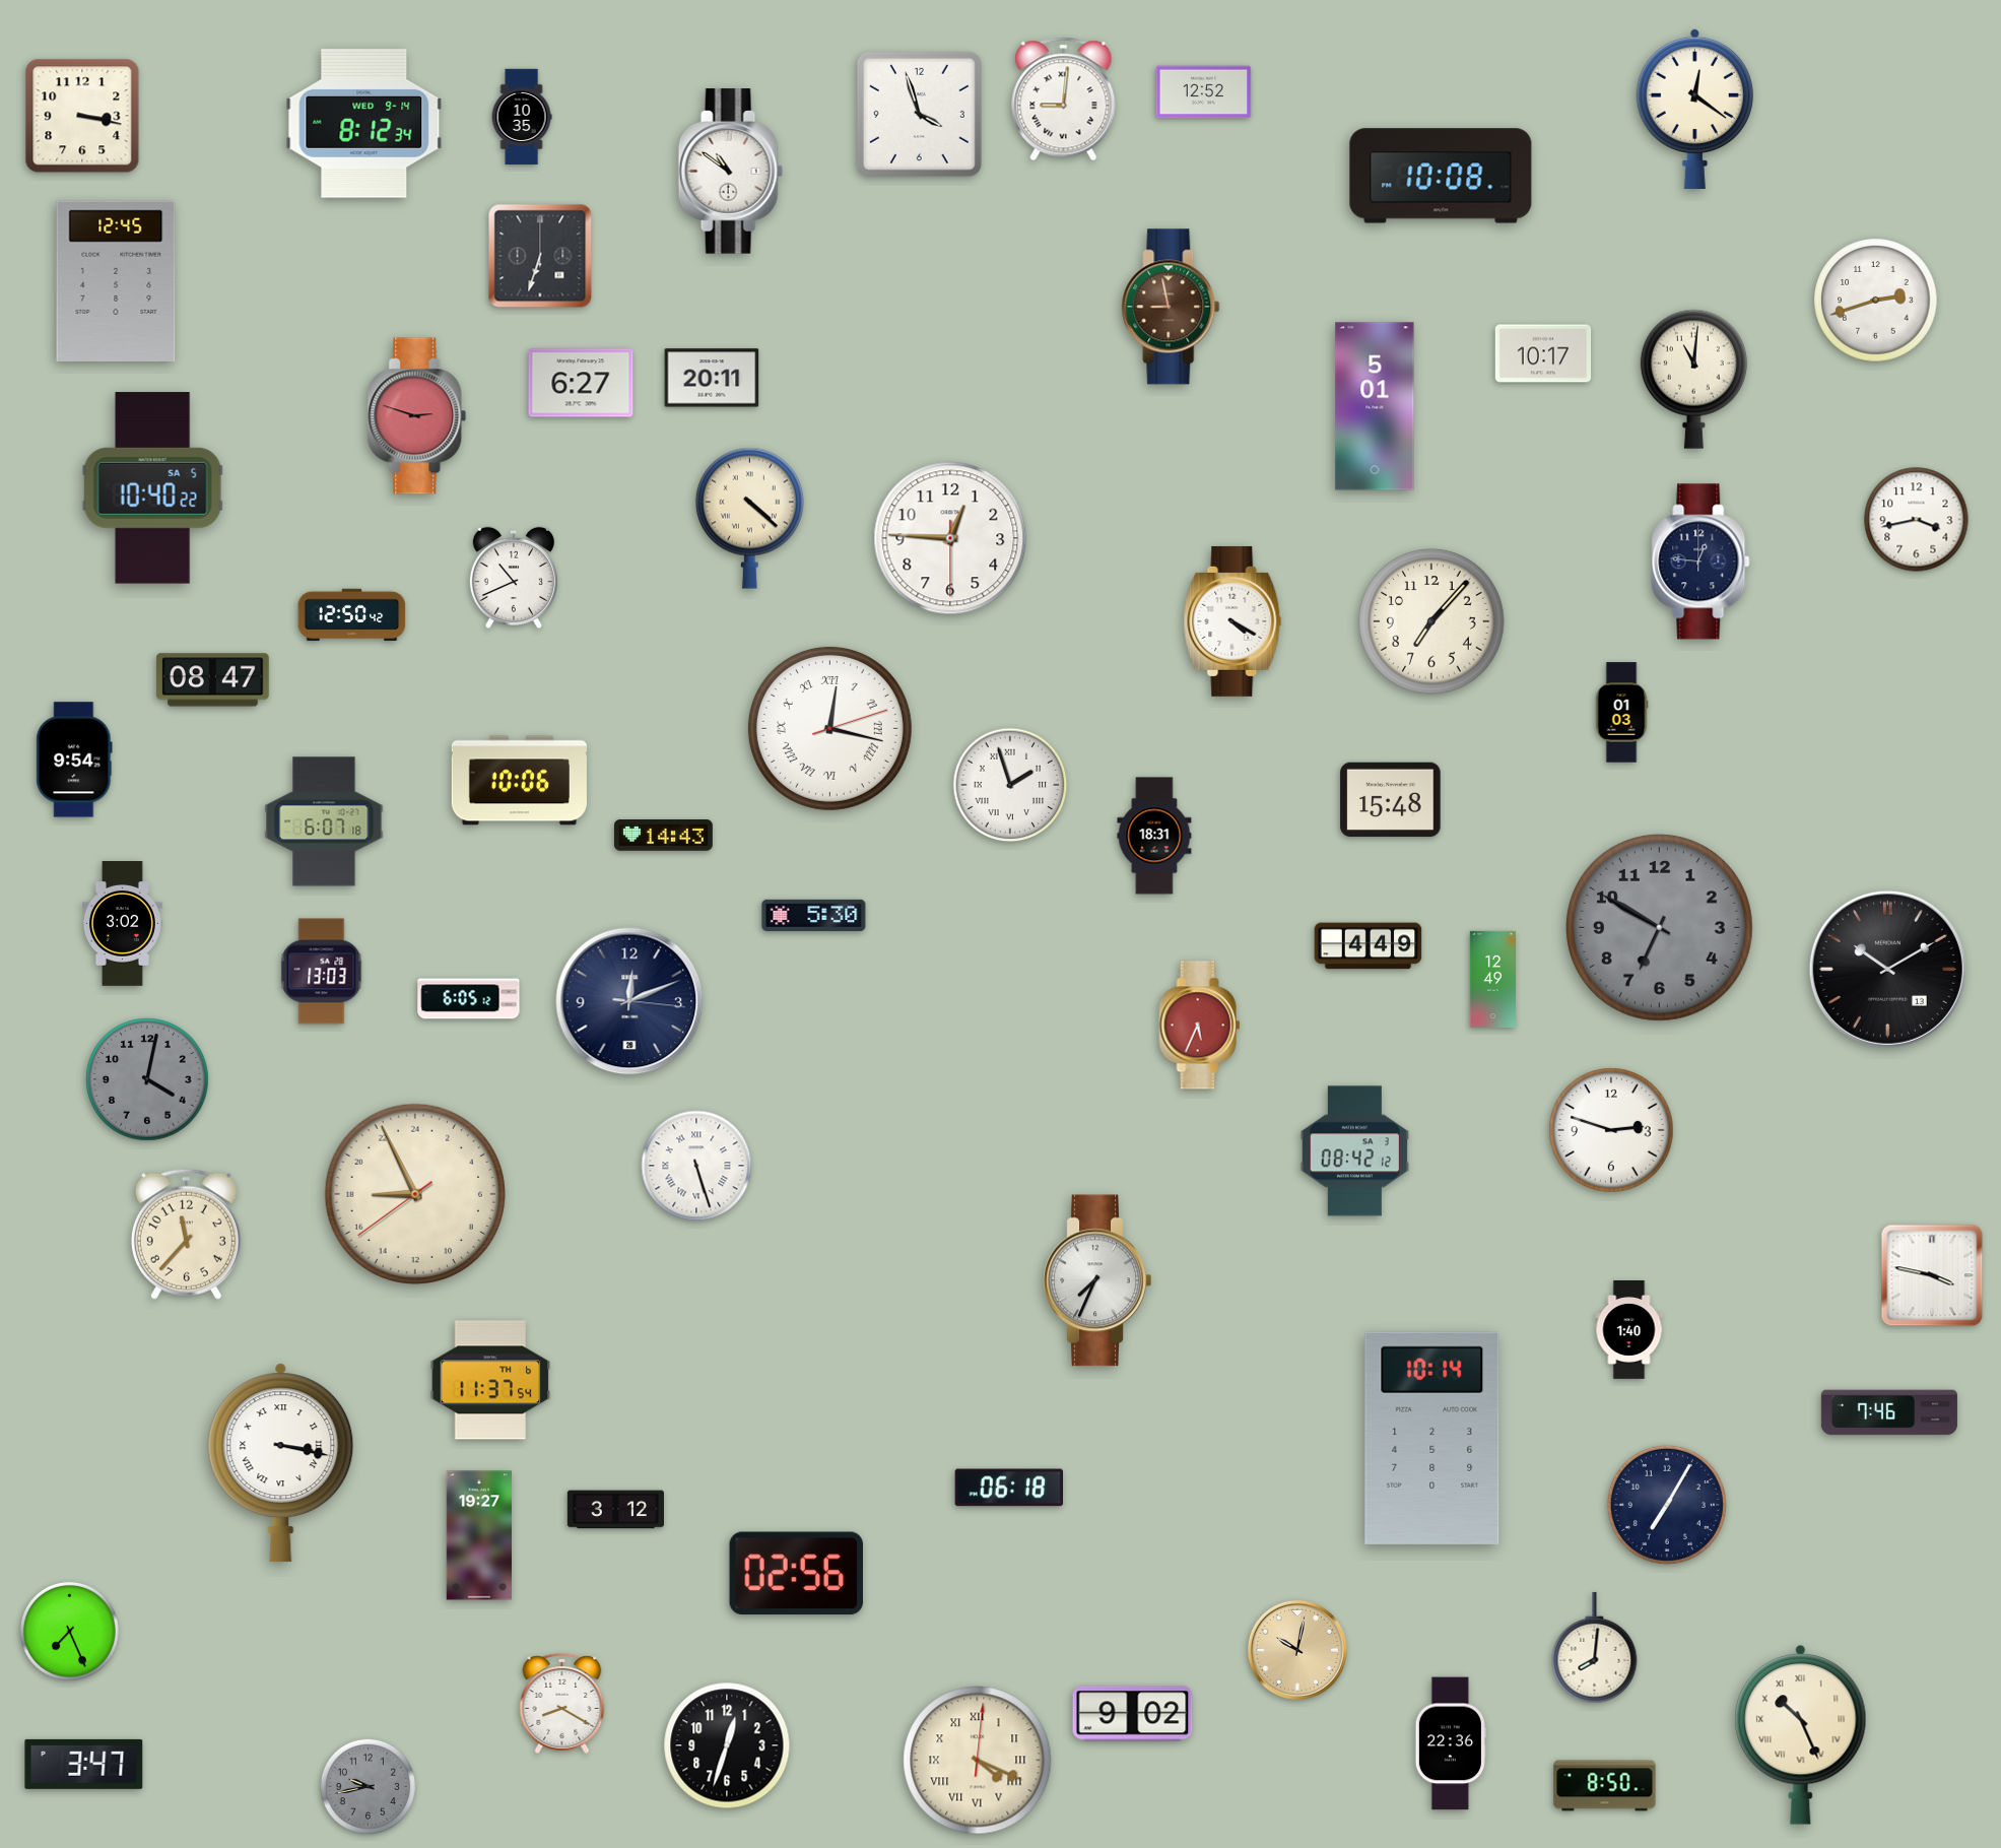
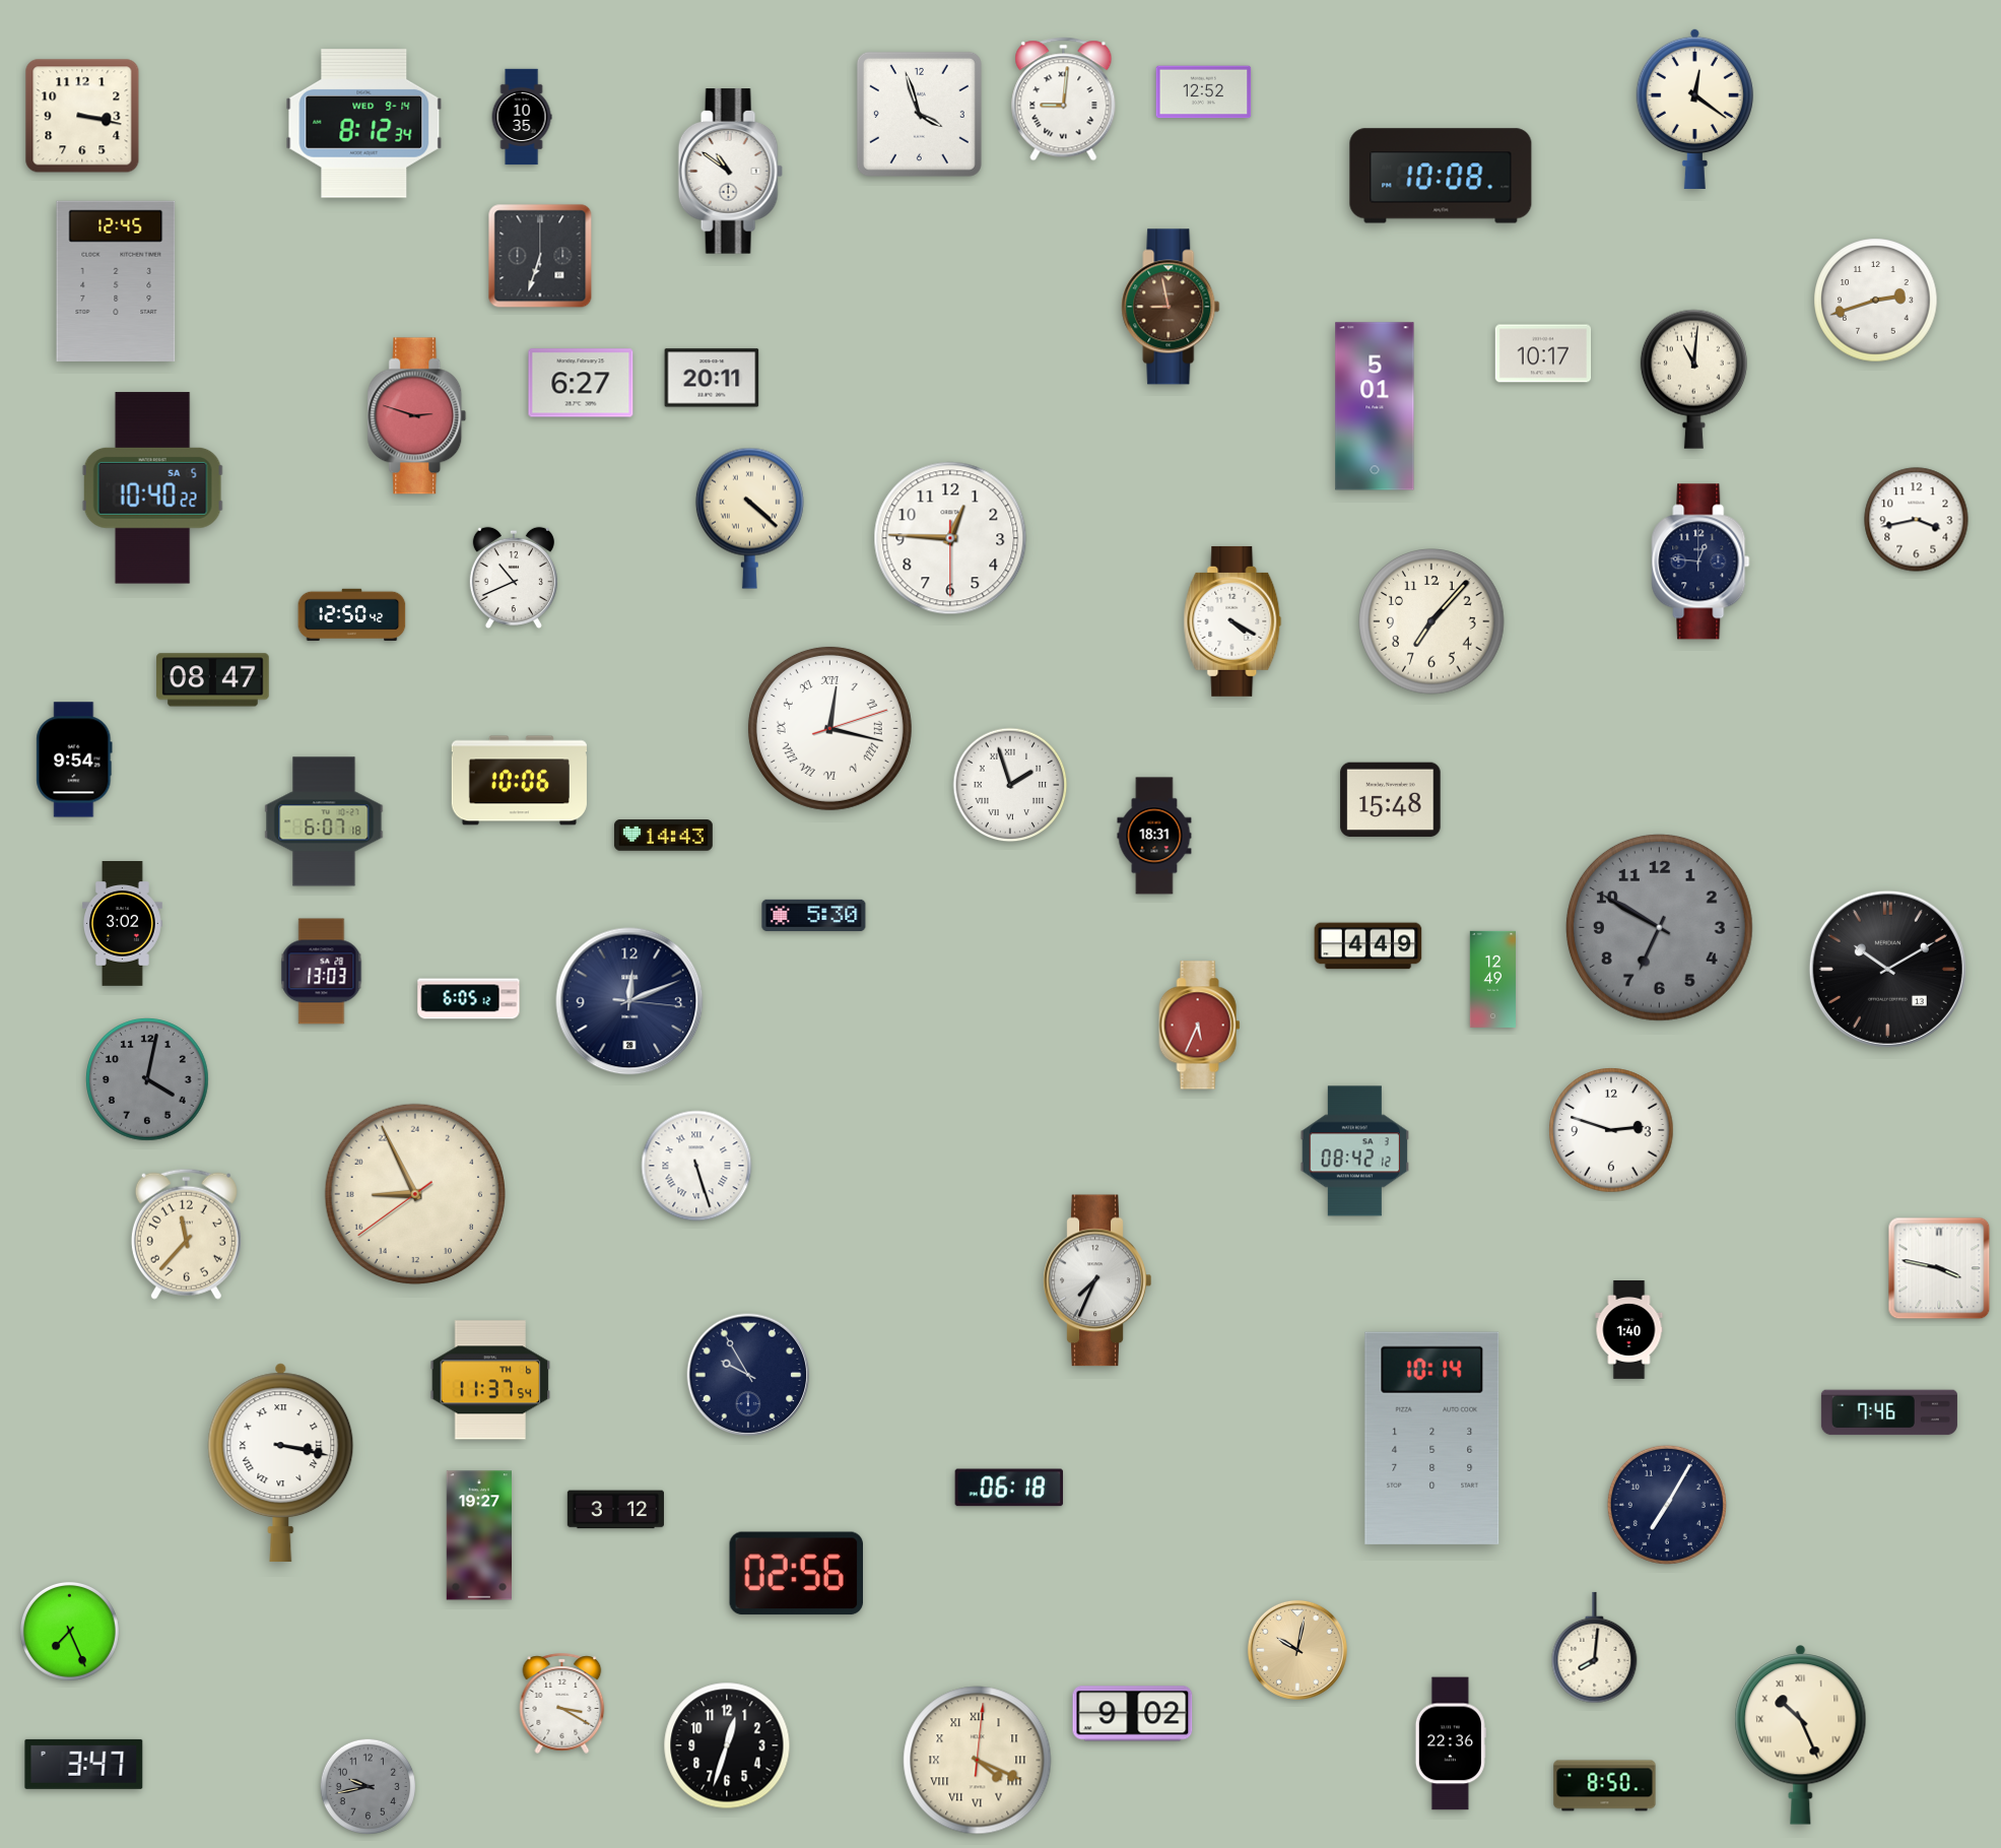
clock at (1621, 713): 01:03 -> none
clock at (1932, 1275) position: (1932, 1275) -> (1939, 1268)
clock at (748, 1375): none -> 9:55
clock at (562, 1703): 8:20 -> 3:20
